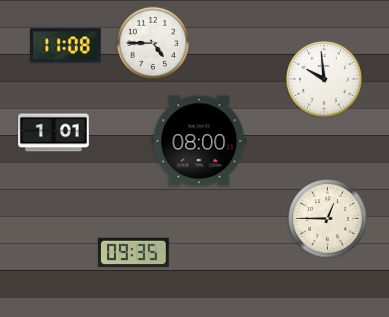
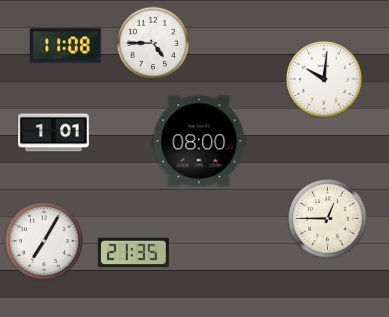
clock at (324, 79): 9:59 -> 10:01
clock at (45, 242): none -> 7:05
clock at (134, 253): 09:35 -> 21:35
